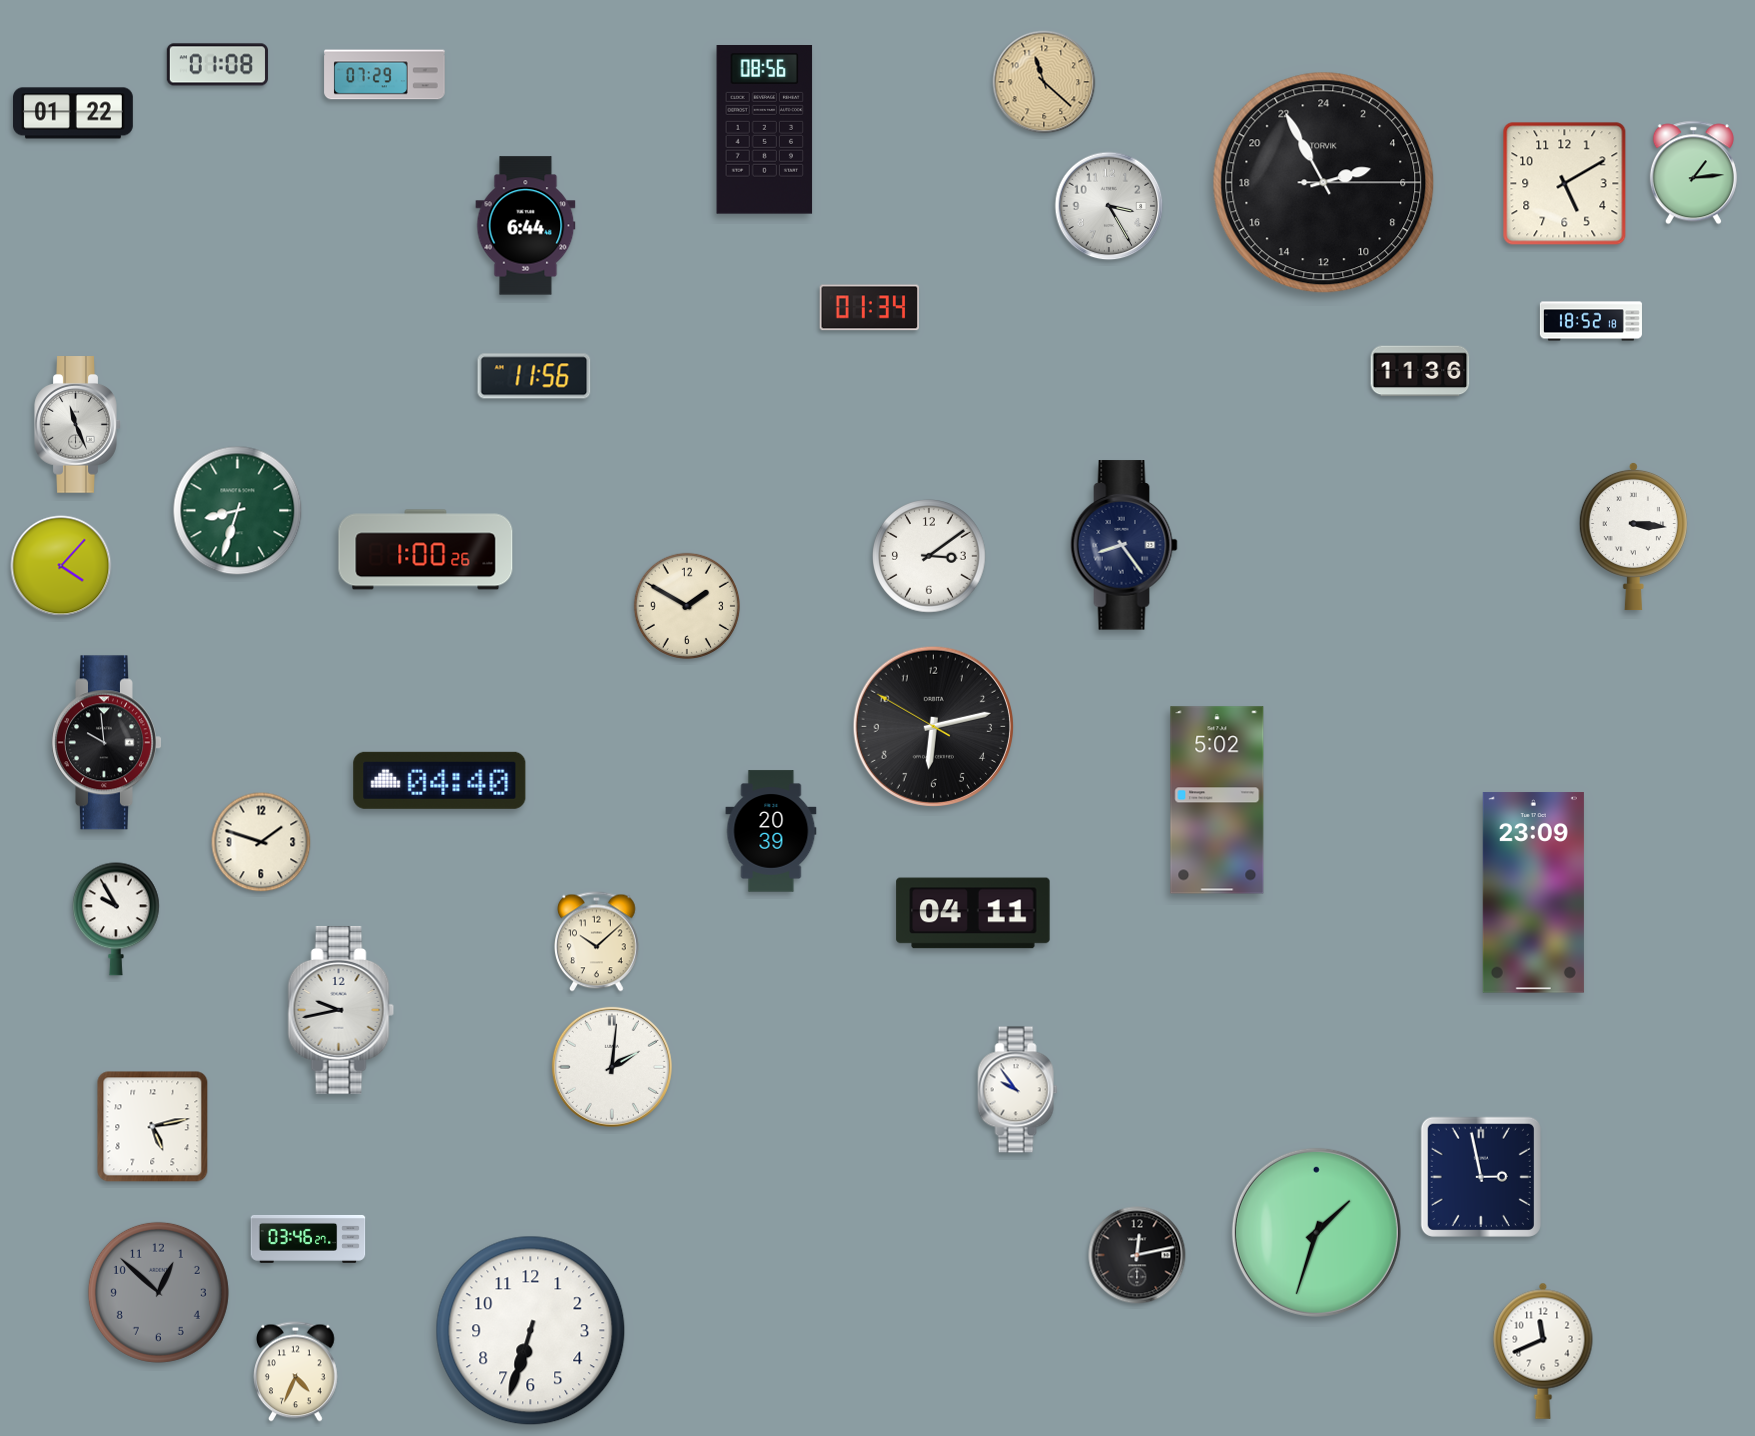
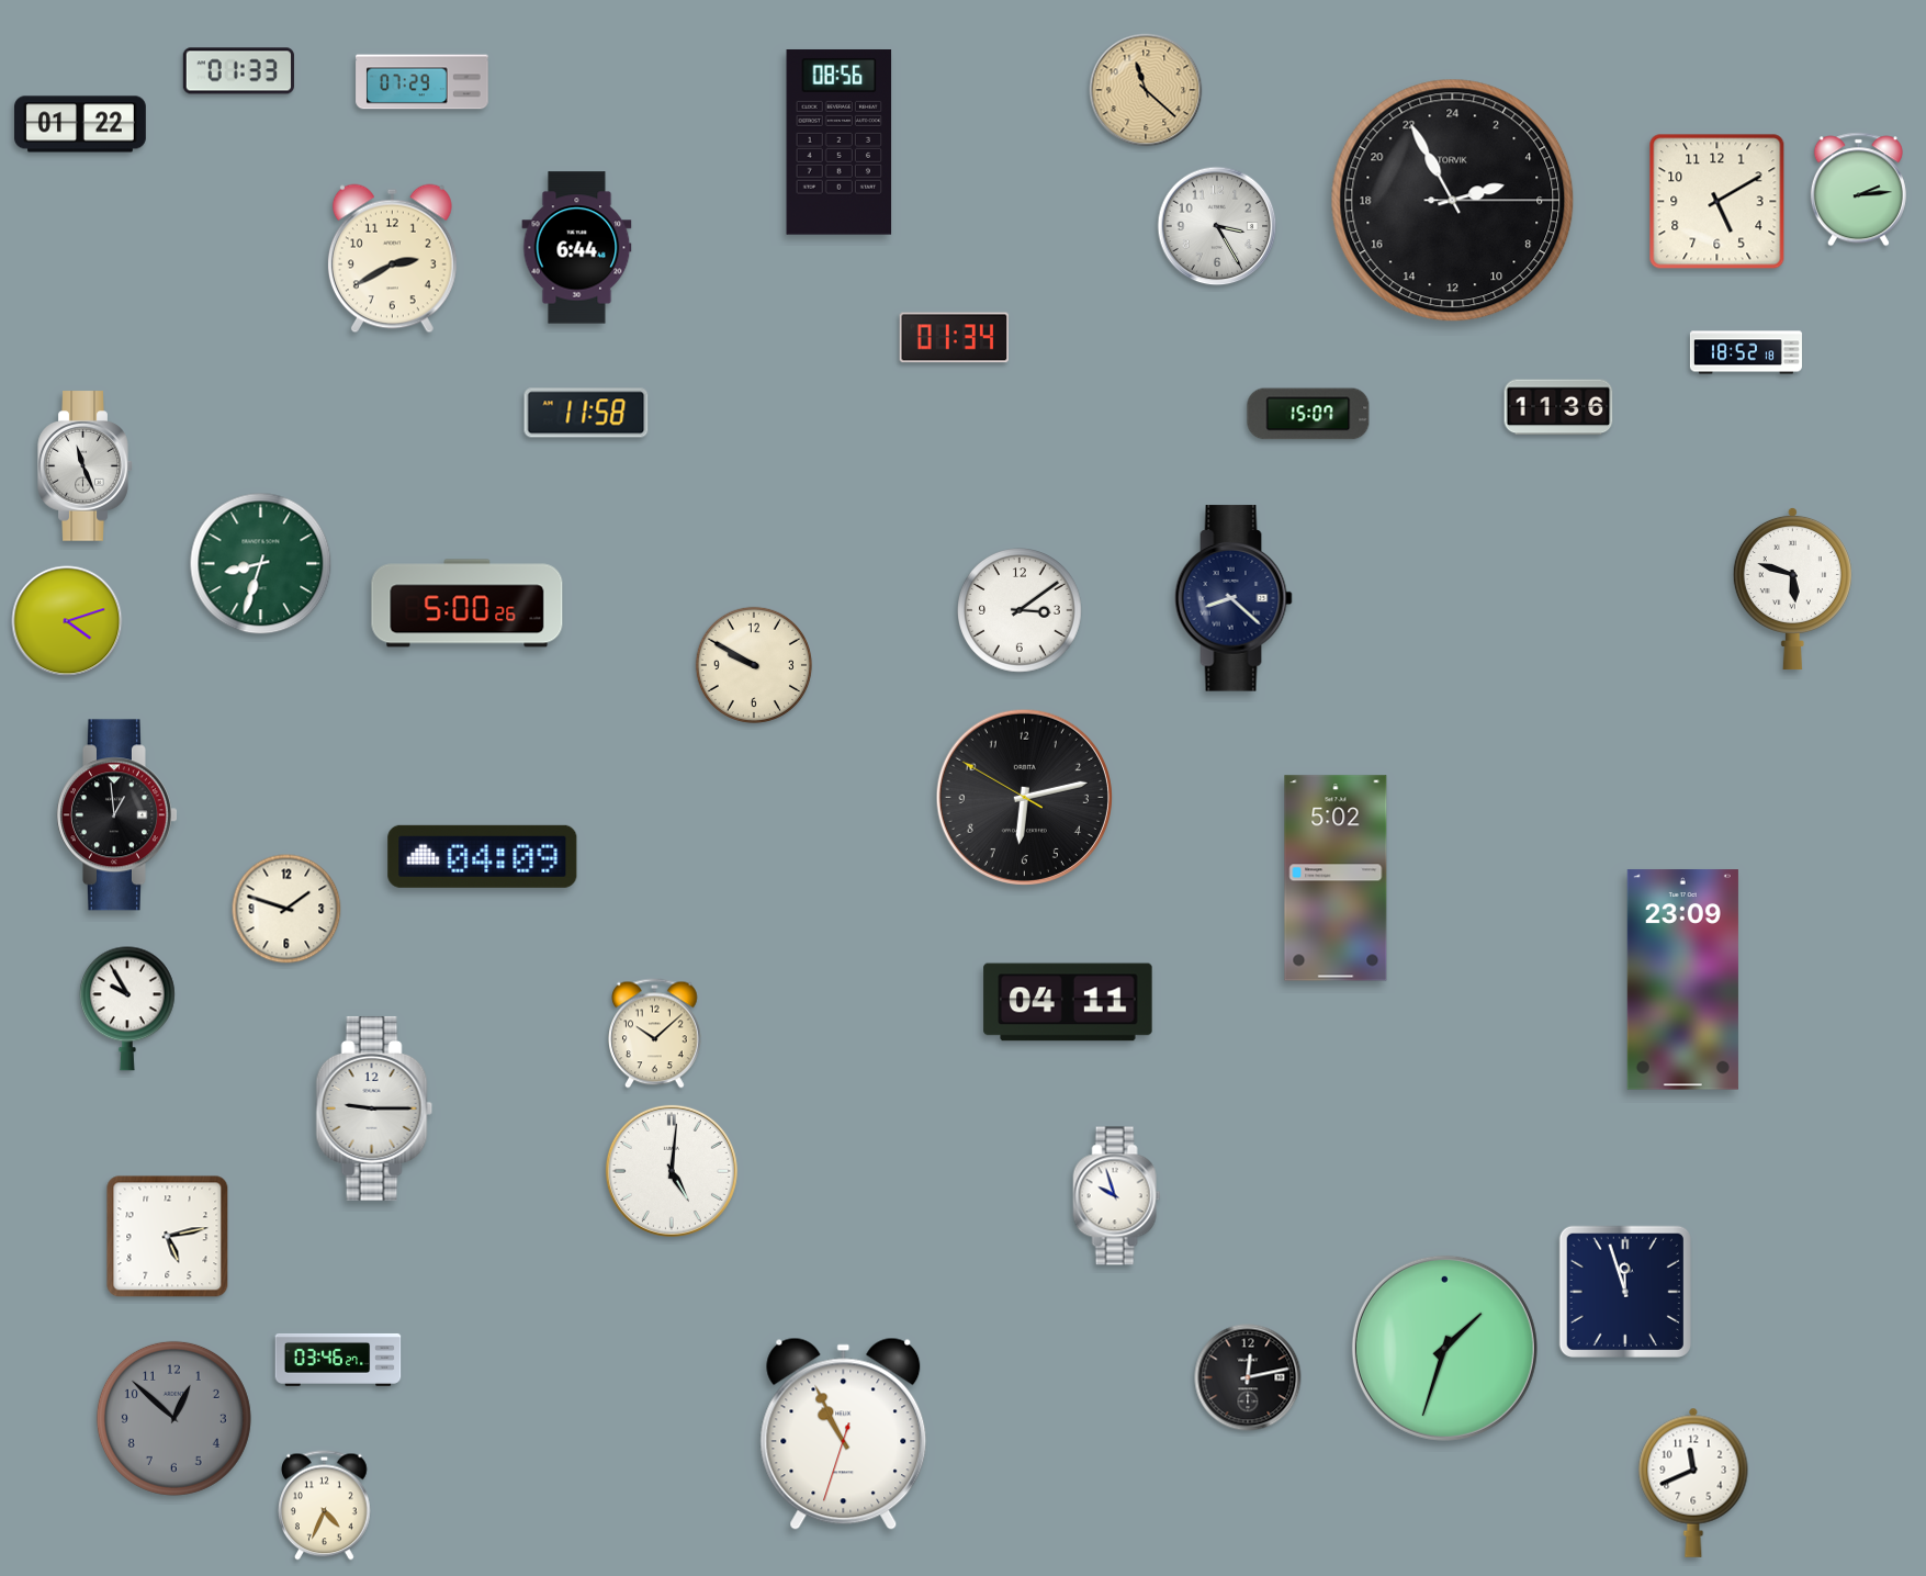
clock at (217, 65): 01:08 -> 01:33
clock at (1693, 173): 1:14 -> 2:14
clock at (392, 259): none -> 2:40
clock at (534, 376): 11:56 -> 11:58
clock at (1308, 414): none -> 15:07
clock at (238, 511) position: (238, 511) -> (261, 564)
clock at (1633, 536): 3:16 -> 5:48
clock at (1124, 545): 8:24 -> 8:22
clock at (426, 550): 1:00 -> 5:00
clock at (61, 566): 4:07 -> 4:12
clock at (687, 606): 1:50 -> 9:50
clock at (106, 743): 9:59 -> 12:59
clock at (440, 780): 04:40 -> 04:09
clock at (771, 831): 20:39 -> none
clock at (261, 842) position: (261, 842) -> (286, 909)
clock at (341, 1010): 9:43 -> 9:15
clock at (612, 1067): 2:01 -> 5:01
clock at (1018, 1090): 9:54 -> 9:57
clock at (1481, 1177): 2:58 -> 11:57
clock at (1316, 1232) position: (1316, 1232) -> (1444, 1348)
clock at (844, 1433): none -> 10:55
clock at (531, 1331): 6:33 -> none
